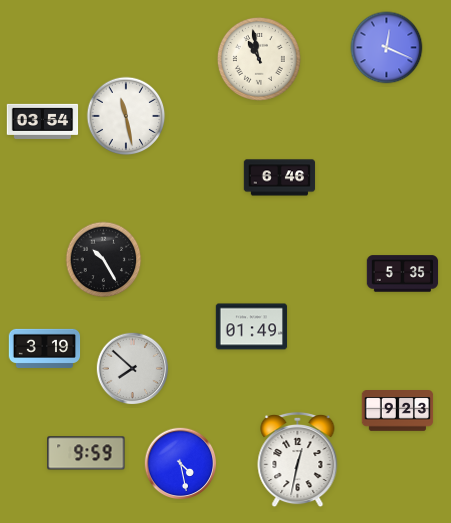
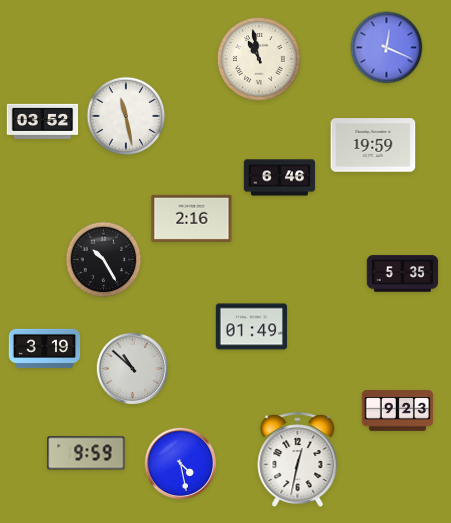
clock at (43, 121): 03:54 -> 03:52
clock at (373, 145): none -> 19:59
clock at (192, 218): none -> 2:16
clock at (133, 369): 7:52 -> 10:52
